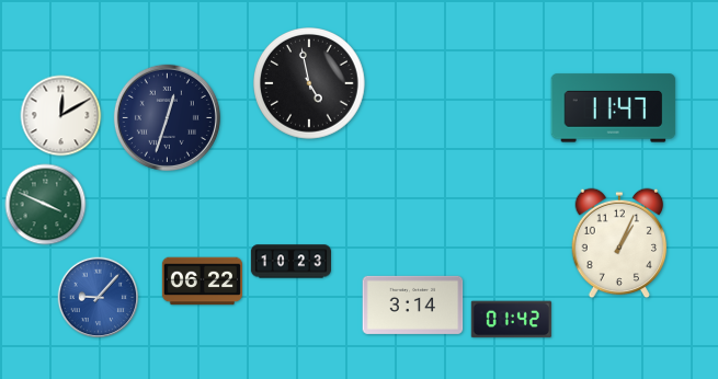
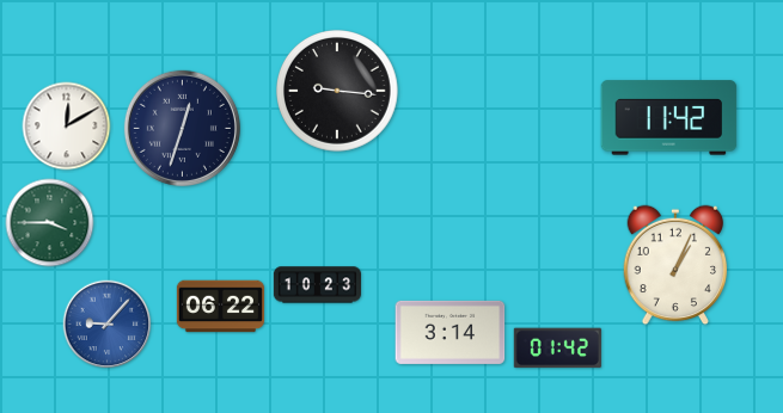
clock at (310, 84): 4:58 -> 9:16
clock at (614, 108): 11:47 -> 11:42
clock at (46, 205): 3:49 -> 3:45
